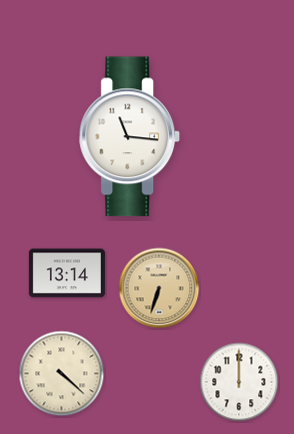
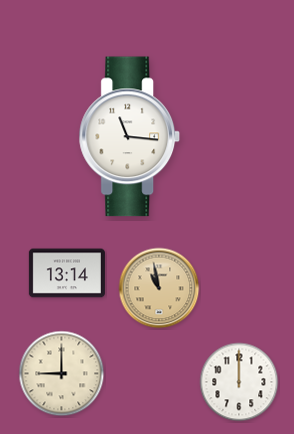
clock at (159, 288): 6:33 -> 10:58
clock at (62, 374): 4:22 -> 9:00
